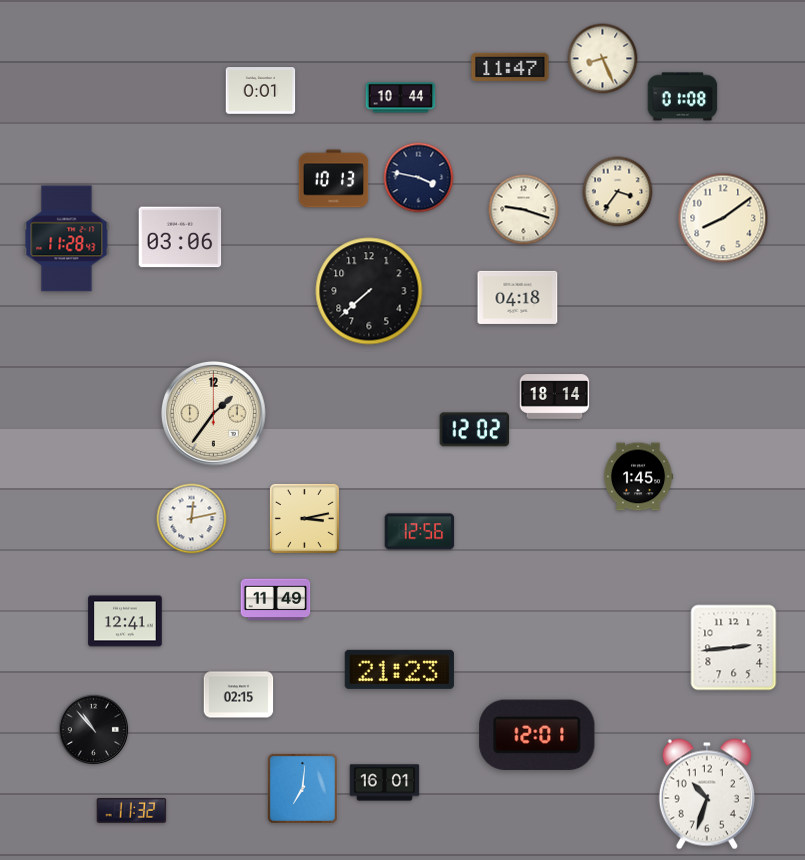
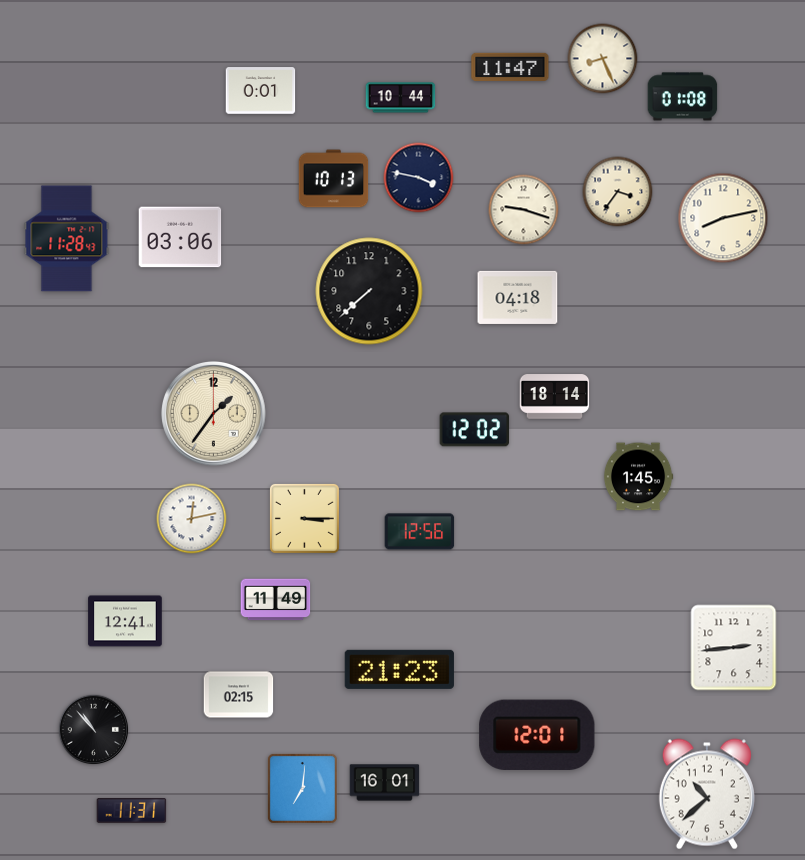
clock at (723, 218): 8:09 -> 8:13
clock at (304, 518): 3:13 -> 3:15
clock at (707, 794): 10:33 -> 10:38
clock at (132, 811): 11:32 -> 11:31
